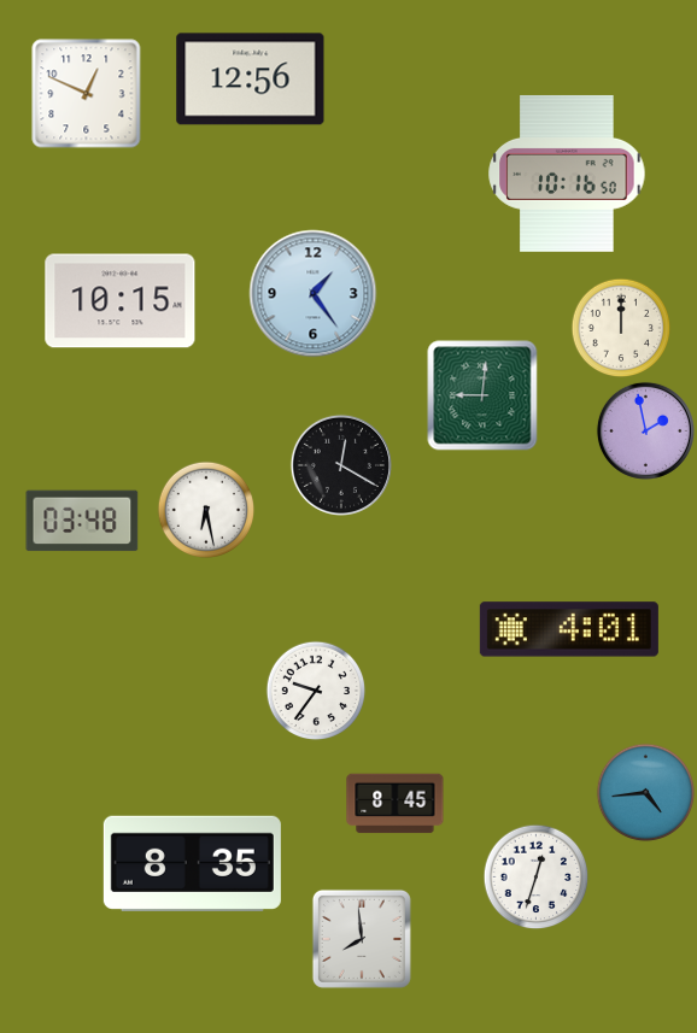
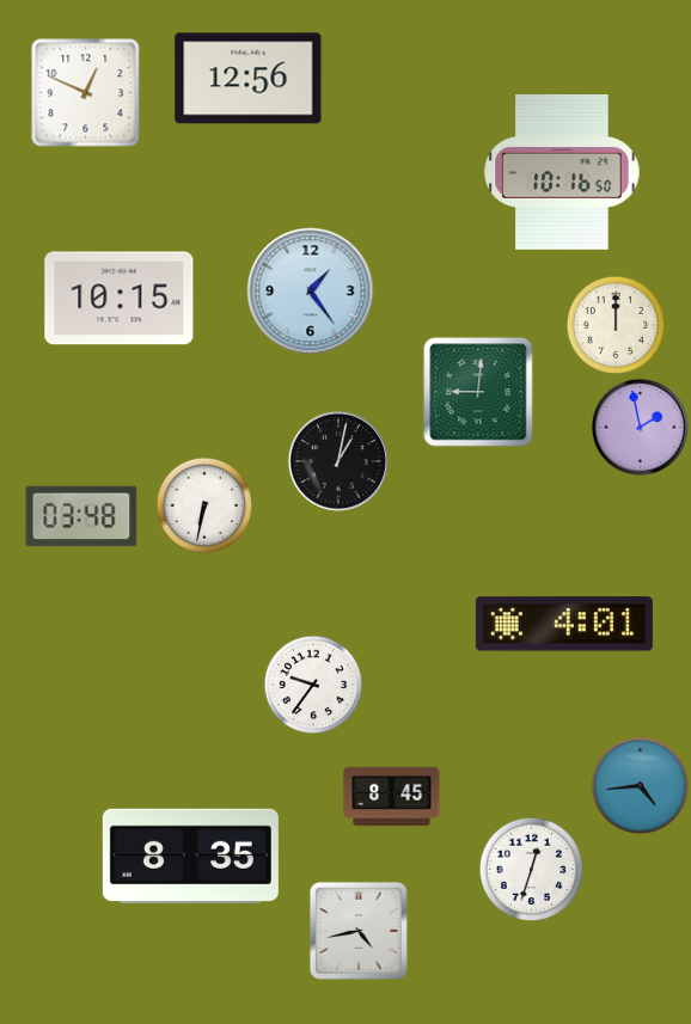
clock at (341, 465): 12:20 -> 1:02
clock at (205, 509): 6:28 -> 6:32
clock at (362, 939): 7:59 -> 4:43
